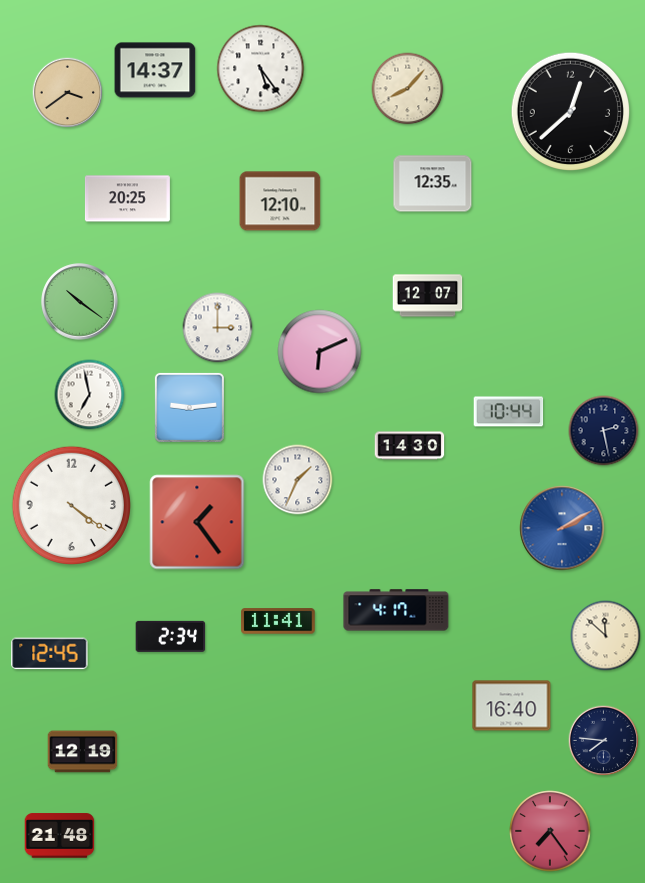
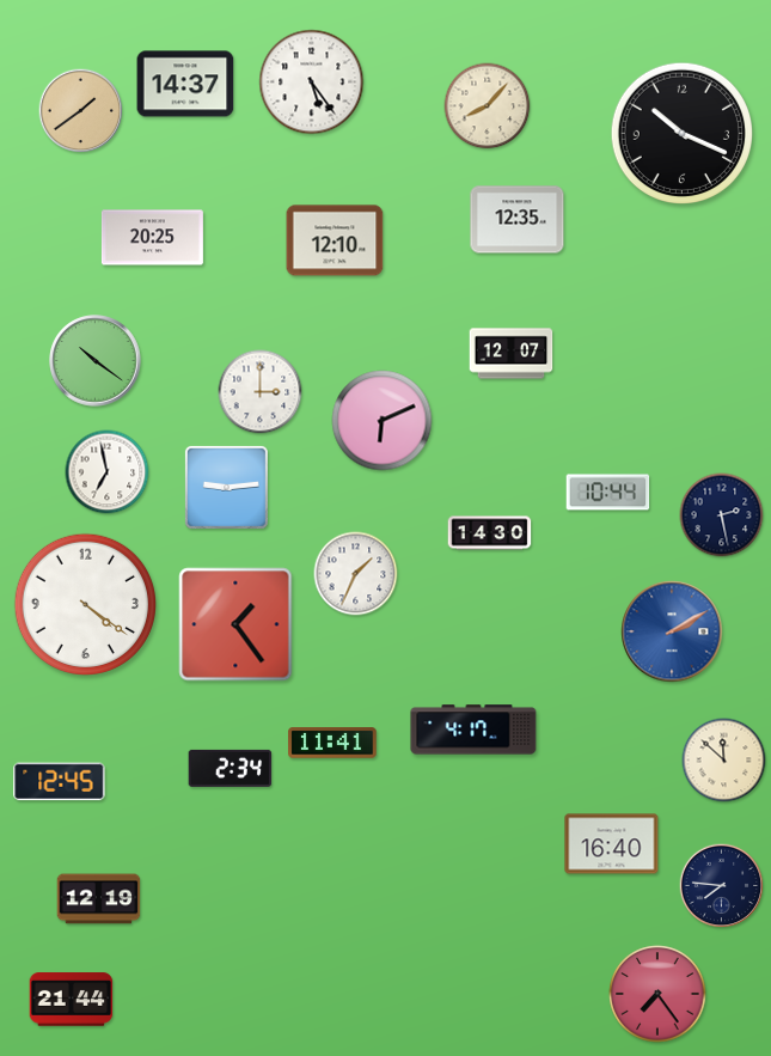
clock at (68, 93): 3:39 -> 1:39
clock at (570, 111): 12:38 -> 10:19
clock at (171, 636) position: (171, 636) -> (231, 768)
clock at (60, 836): 21:48 -> 21:44
